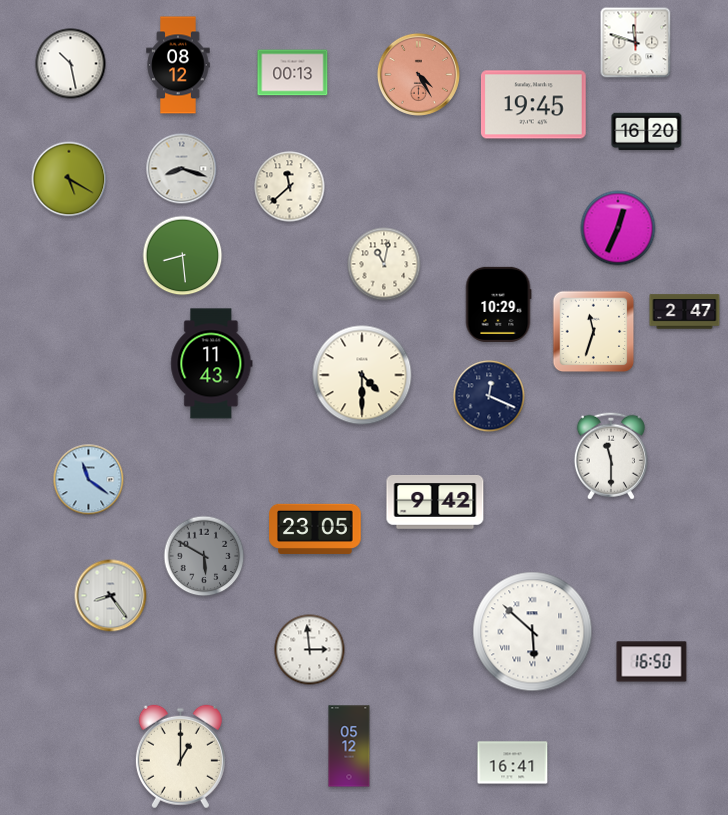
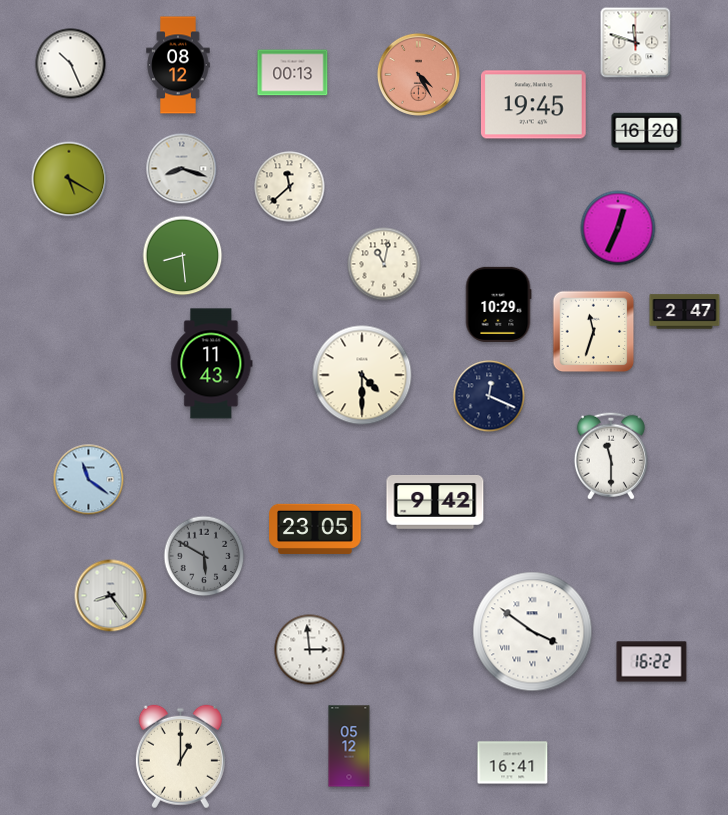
clock at (71, 64): 10:28 -> 10:26
clock at (533, 632): 5:52 -> 3:51
clock at (652, 662): 16:50 -> 16:22
